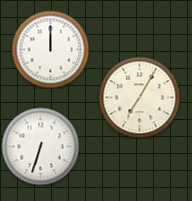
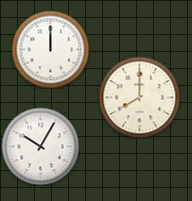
clock at (139, 97): 7:05 -> 8:00
clock at (40, 146): 6:33 -> 10:05
